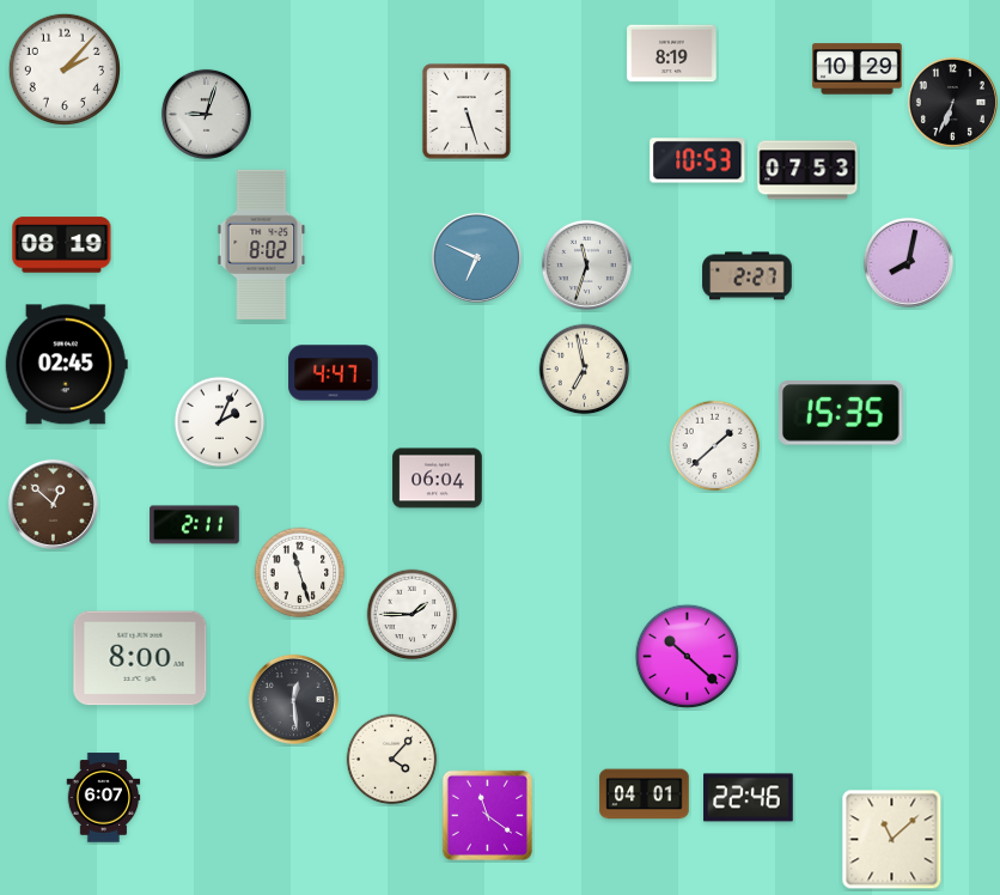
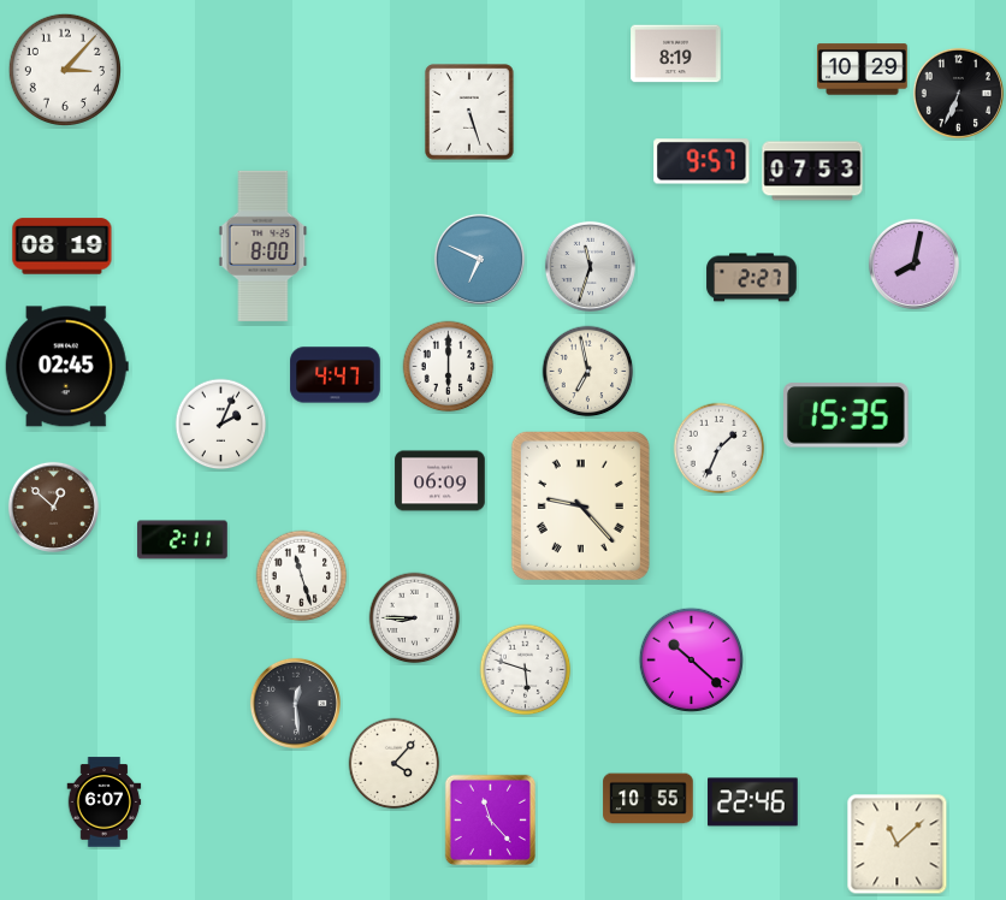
clock at (63, 68): 2:07 -> 3:07
clock at (952, 102) position: (952, 102) -> (958, 93)
clock at (206, 114): 9:03 -> none
clock at (697, 160): 10:53 -> 9:57
clock at (262, 244): 8:02 -> 8:00
clock at (449, 367): none -> 6:00
clock at (715, 446): 1:38 -> 1:34
clock at (438, 479): 06:04 -> 06:09
clock at (580, 505): none -> 9:23
clock at (195, 525) position: (195, 525) -> (183, 540)
clock at (413, 615): 1:45 -> 8:45
clock at (140, 658): 8:00 -> none
clock at (526, 670): none -> 5:48
clock at (645, 794): 04:01 -> 10:55
clock at (487, 815): 11:21 -> 11:23
